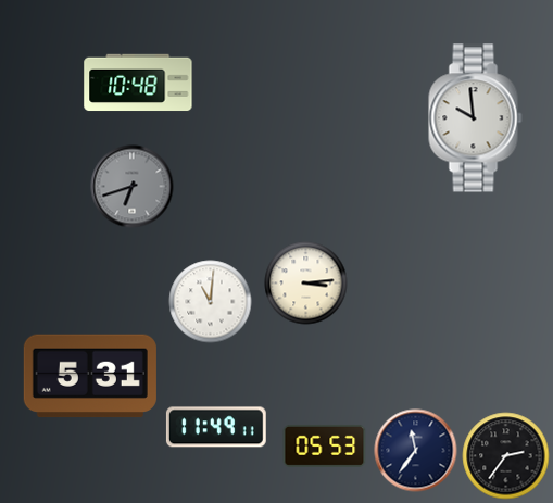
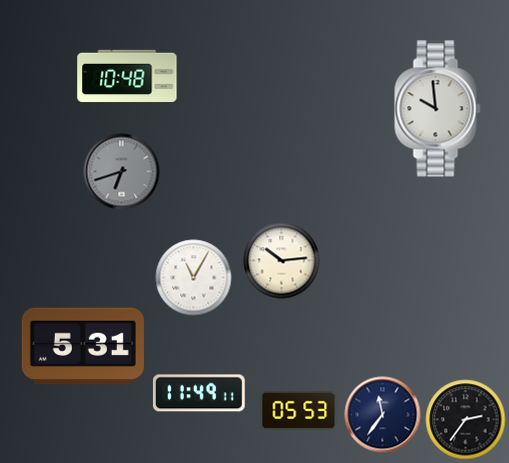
clock at (306, 284): 3:14 -> 10:14
clock at (211, 302): 11:01 -> 11:05
